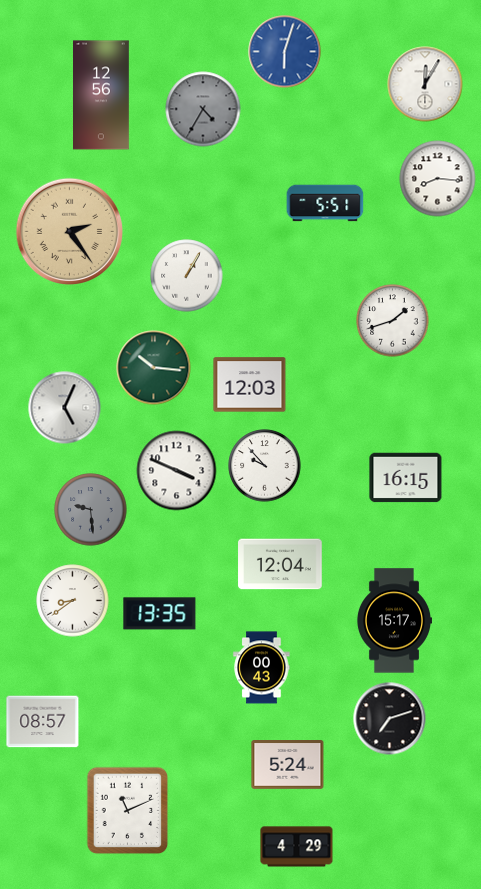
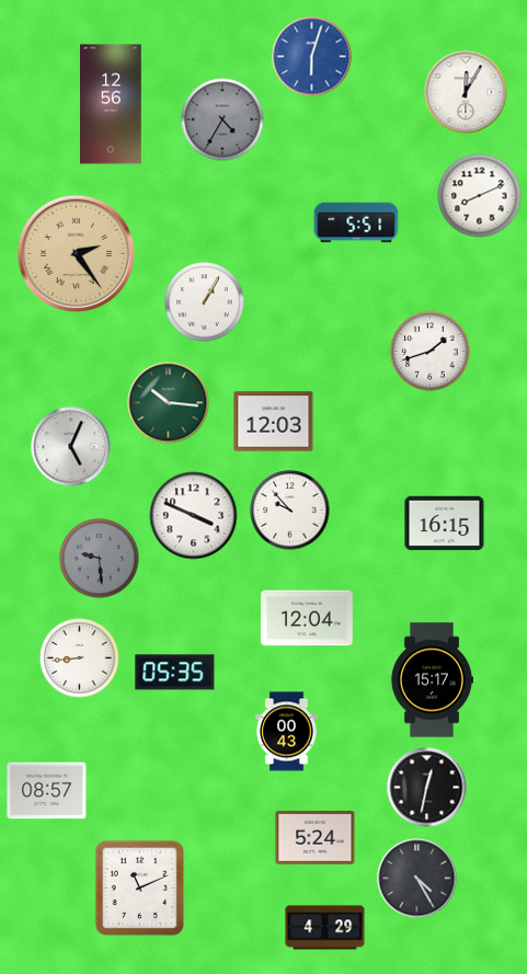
clock at (438, 179): 8:16 -> 8:11
clock at (73, 601): 8:39 -> 8:44
clock at (160, 614): 13:35 -> 05:35
clock at (390, 719): 7:12 -> 12:32
clock at (417, 879): none -> 4:25
